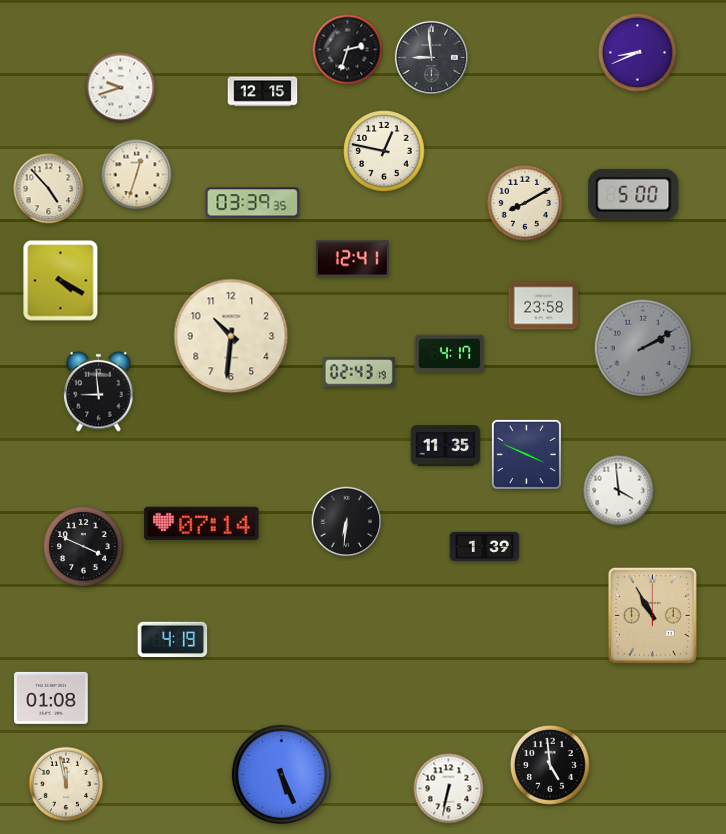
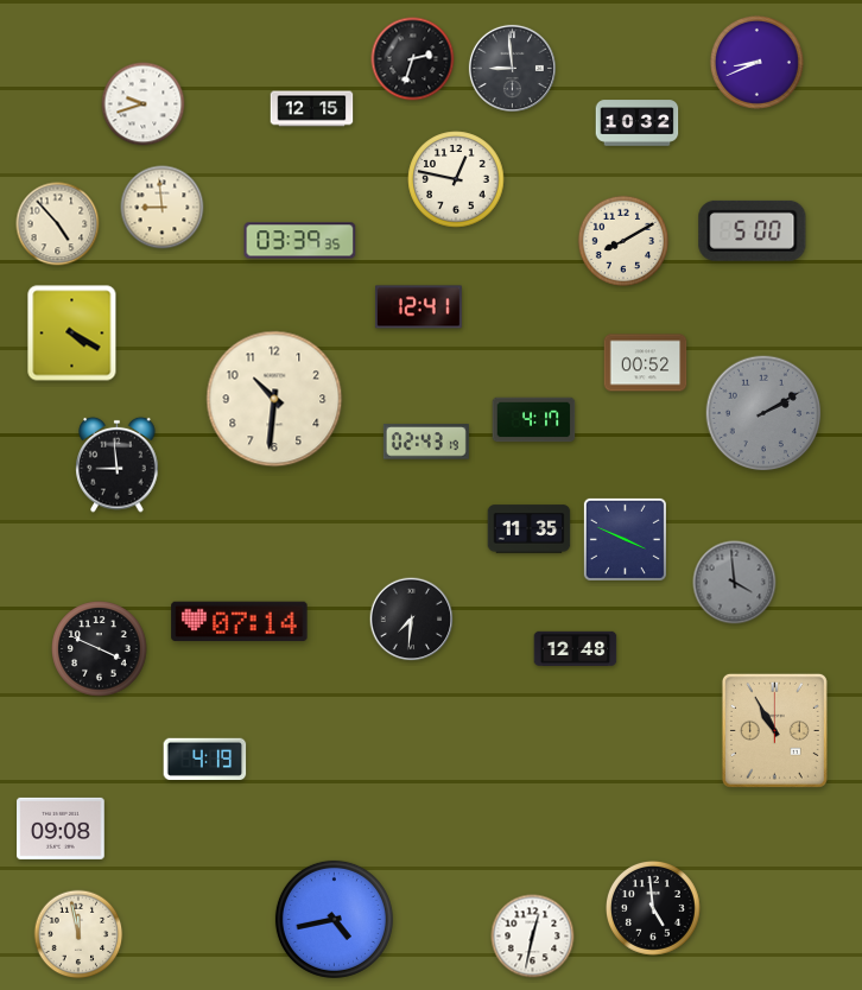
clock at (638, 123): none -> 10:32
clock at (137, 175): 12:33 -> 8:59
clock at (544, 306): 23:58 -> 00:52
clock at (619, 491) dial: white -> grey
clock at (347, 522): 6:31 -> 7:31
clock at (485, 547): 1:39 -> 12:48
clock at (51, 698): 01:08 -> 09:08
clock at (281, 774): 5:26 -> 4:43
clock at (66, 784) position: (66, 784) -> (78, 934)
clock at (449, 789): 6:32 -> 12:32
